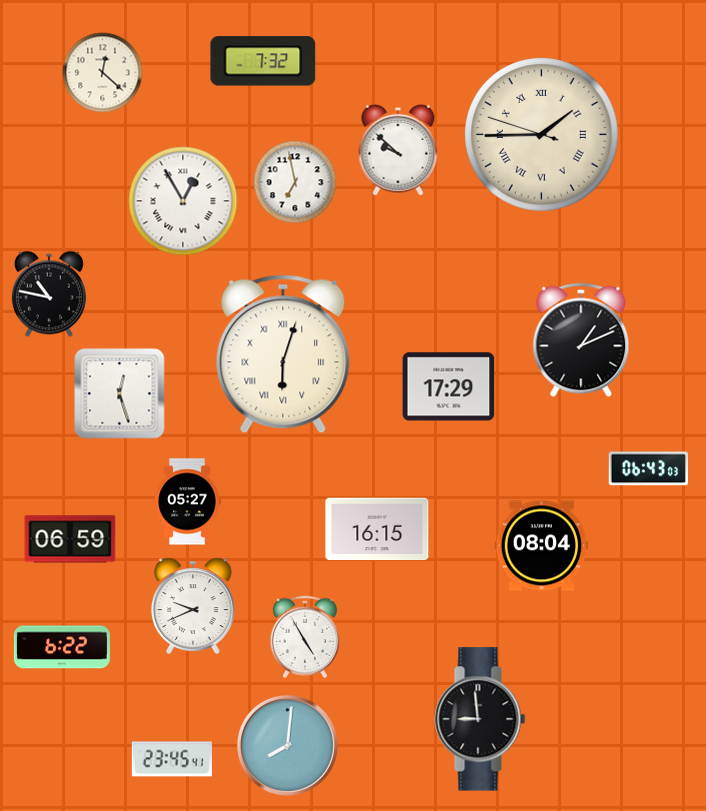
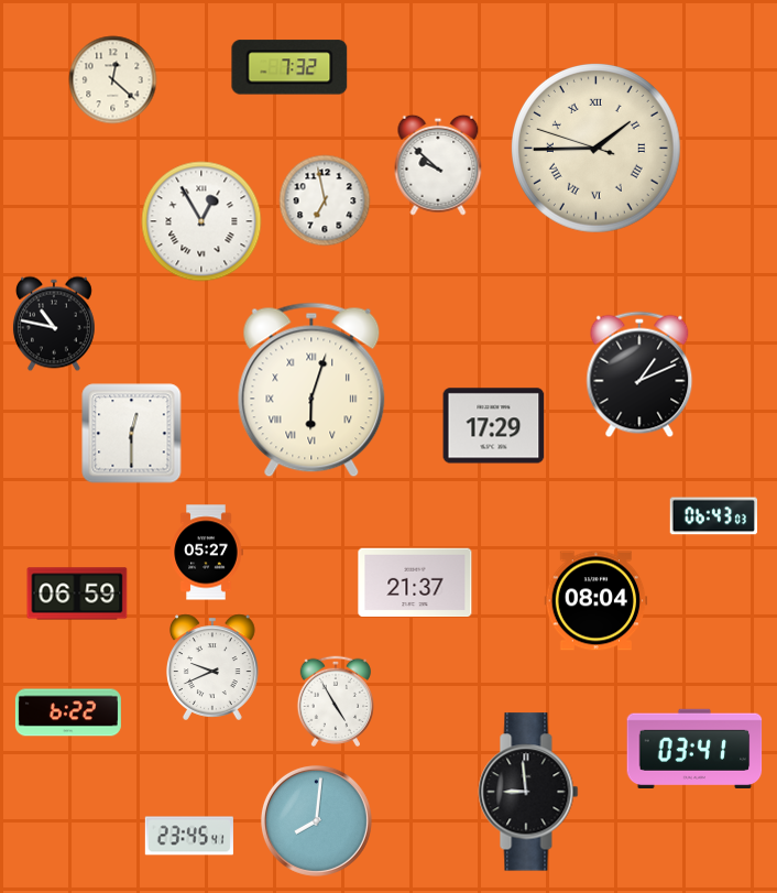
clock at (120, 394): 12:27 -> 12:30
clock at (377, 529): 16:15 -> 21:37
clock at (694, 748): none -> 03:41
